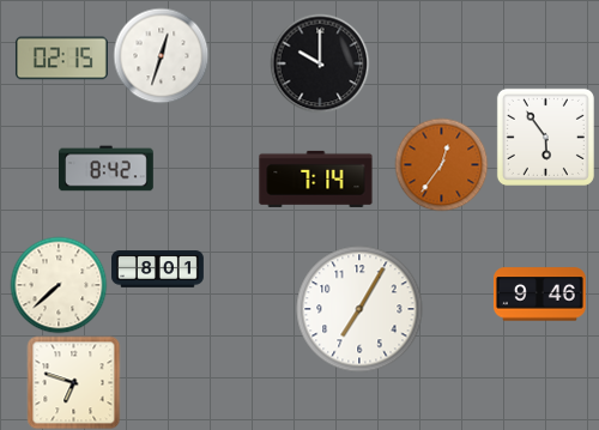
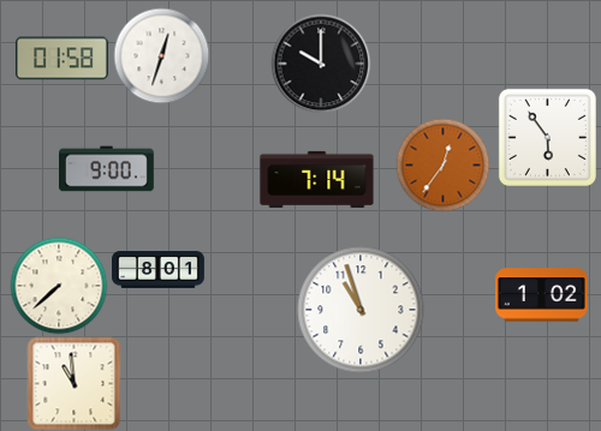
clock at (61, 59): 02:15 -> 01:58
clock at (107, 169): 8:42 -> 9:00
clock at (539, 295): 9:46 -> 1:02
clock at (359, 309): 7:05 -> 10:57
clock at (73, 382): 6:48 -> 10:59
